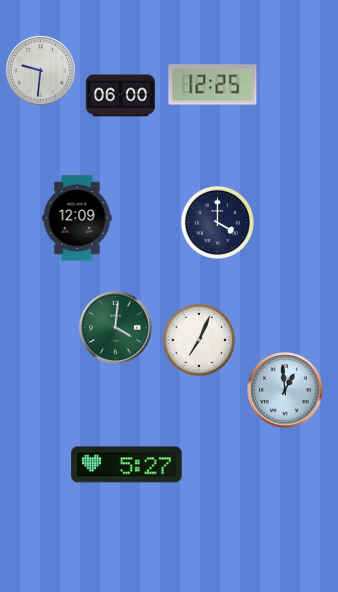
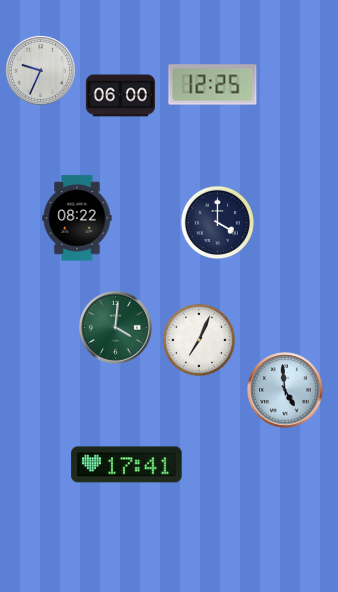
clock at (40, 70): 9:31 -> 9:34
clock at (77, 218): 12:09 -> 08:22
clock at (285, 390): 12:59 -> 4:59
clock at (127, 465): 5:27 -> 17:41
